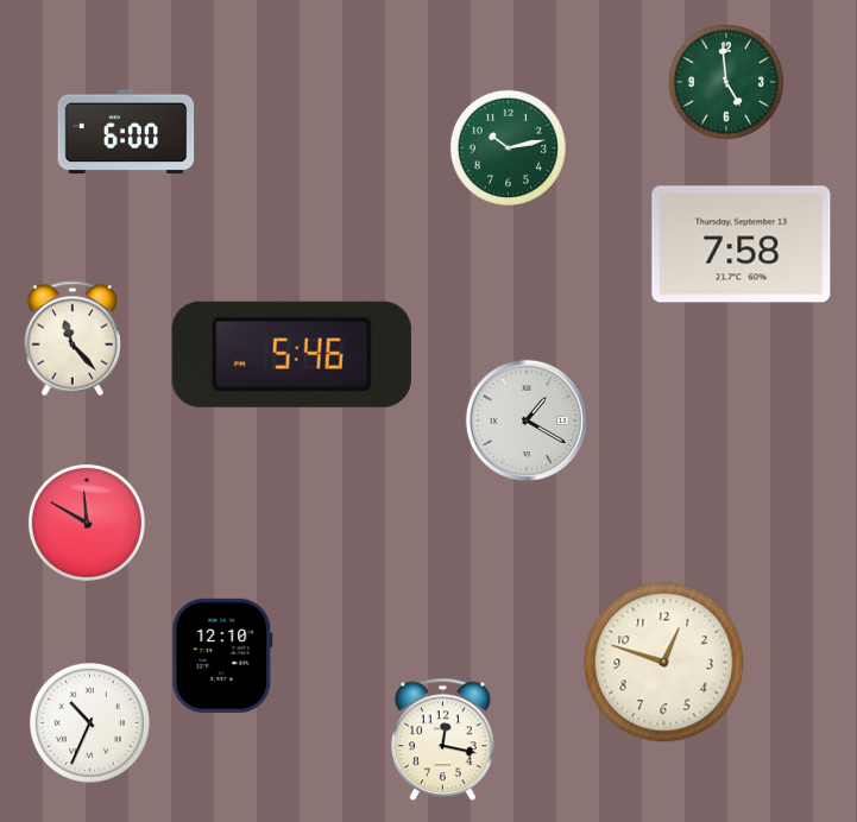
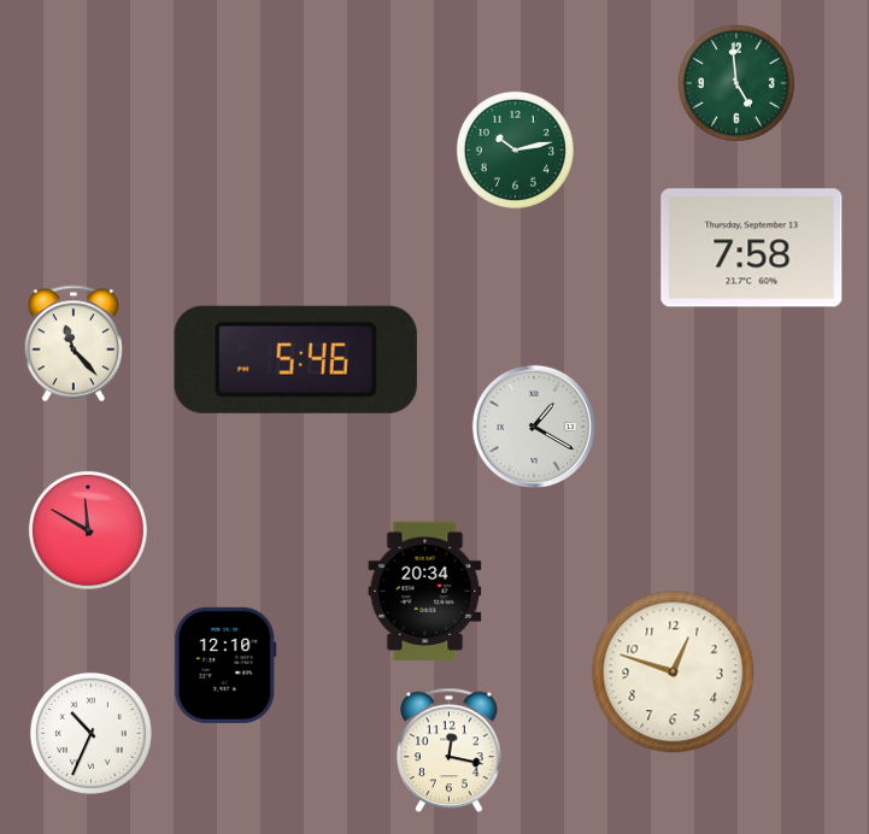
clock at (126, 132): 6:00 -> none
clock at (425, 592): none -> 20:34
